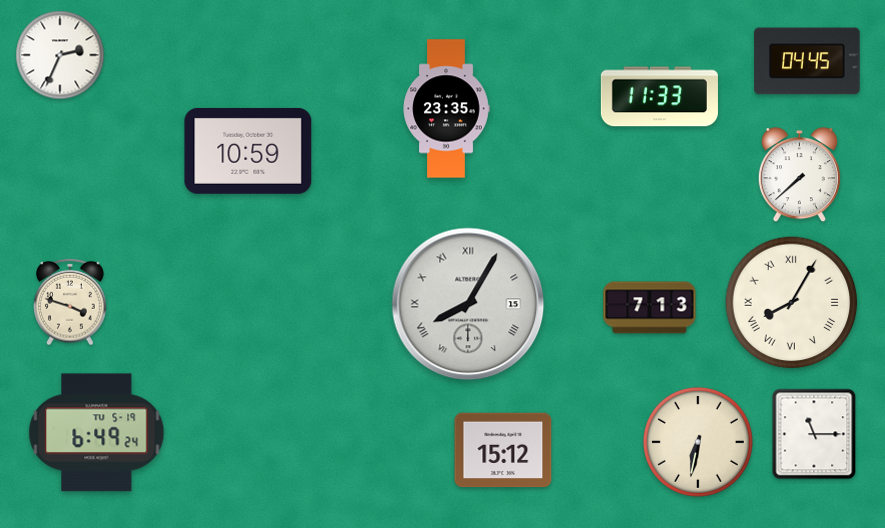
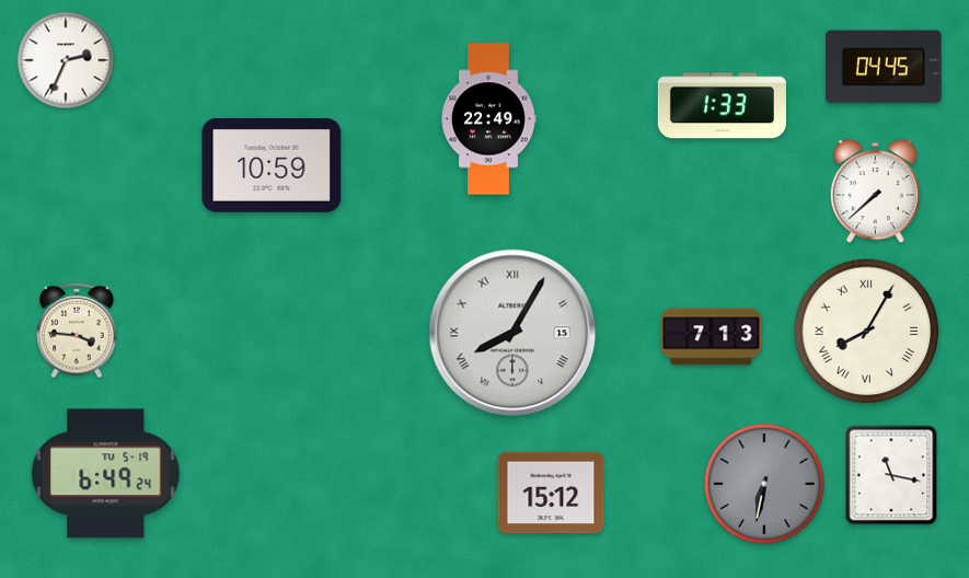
clock at (659, 97): 11:33 -> 1:33
clock at (446, 109): 23:35 -> 22:49
clock at (70, 302): 3:48 -> 3:46
clock at (814, 434): 11:15 -> 11:17
clock at (698, 442) dial: cream -> grey
